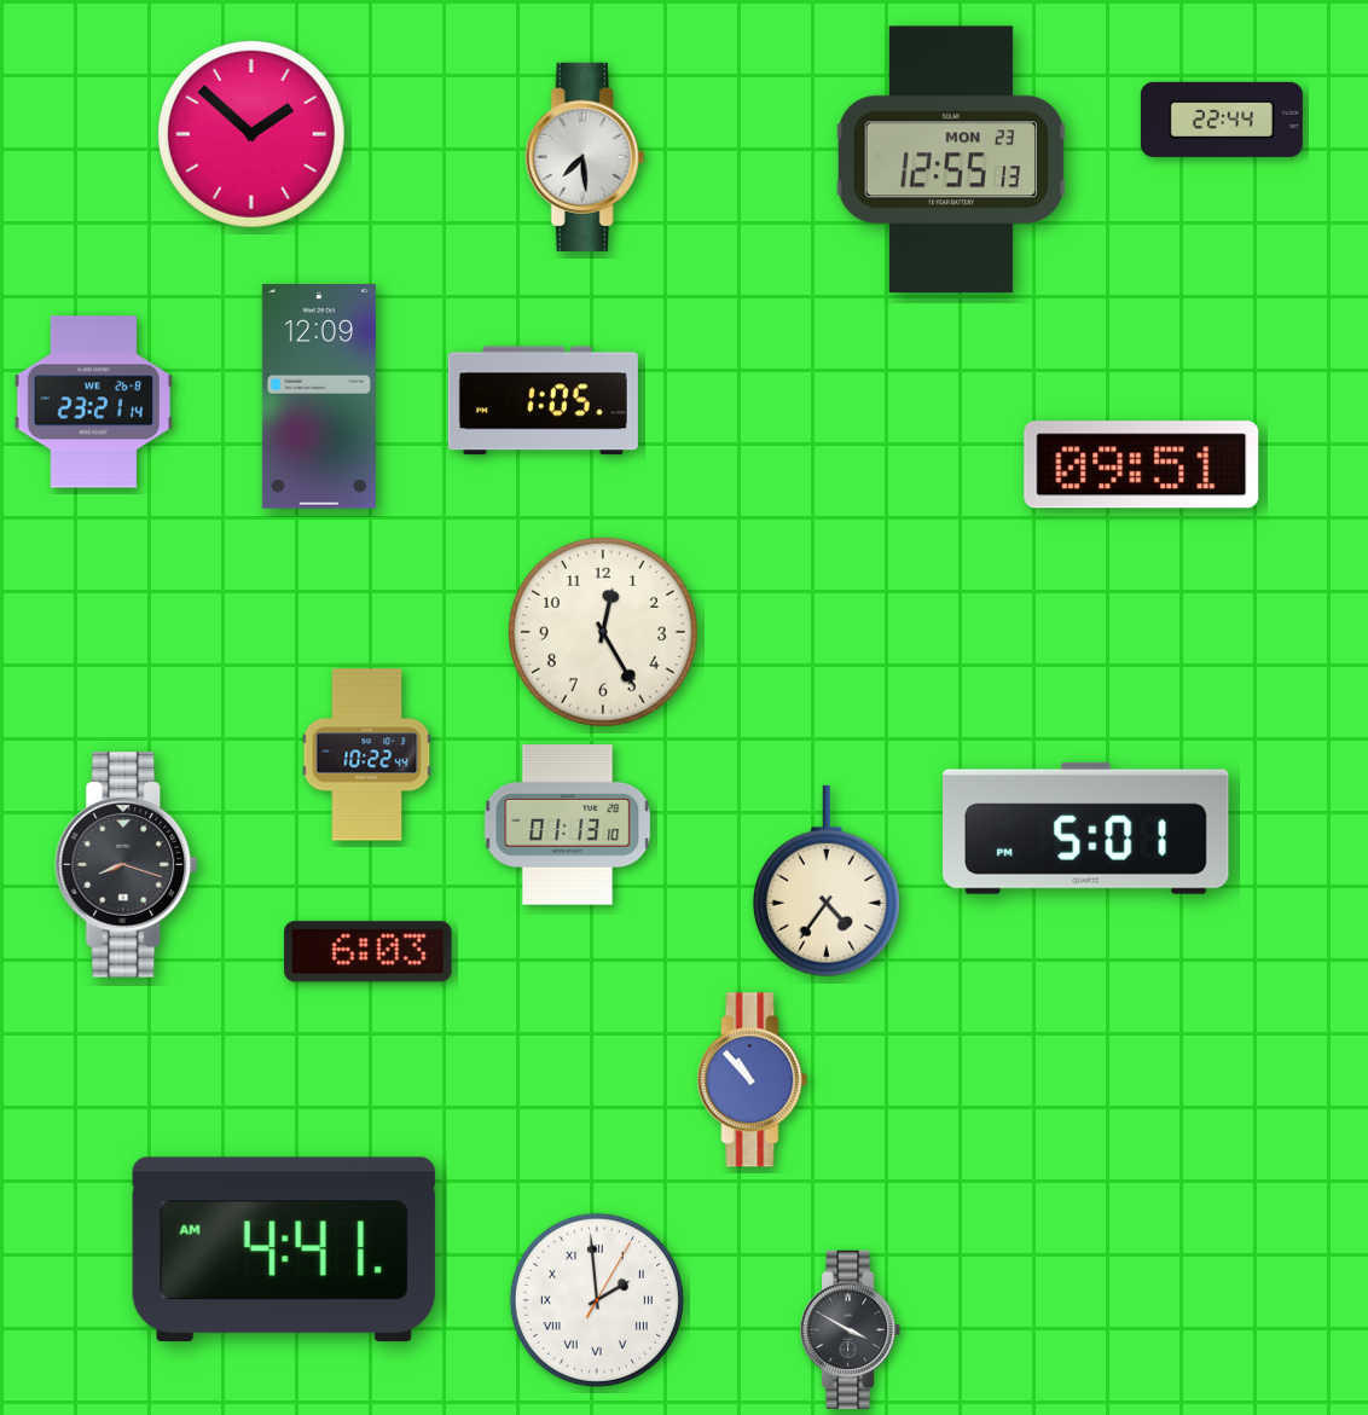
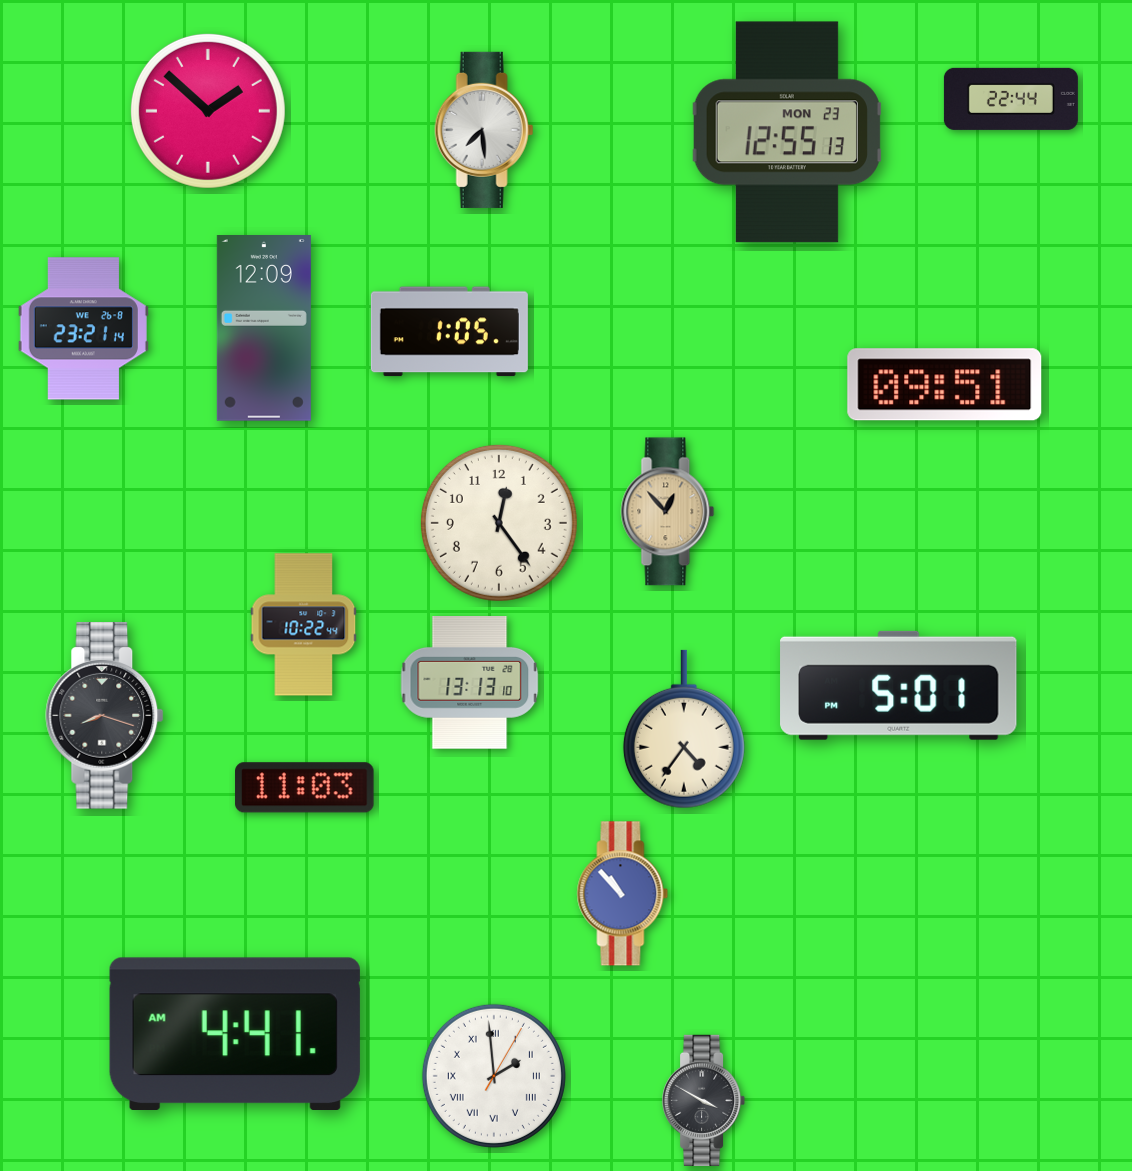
clock at (93, 402) position: (93, 402) -> (83, 329)
clock at (668, 512): none -> 12:53
clock at (603, 632): 12:25 -> 12:24
clock at (568, 825): 01:13 -> 13:13
clock at (369, 952): 6:03 -> 11:03
